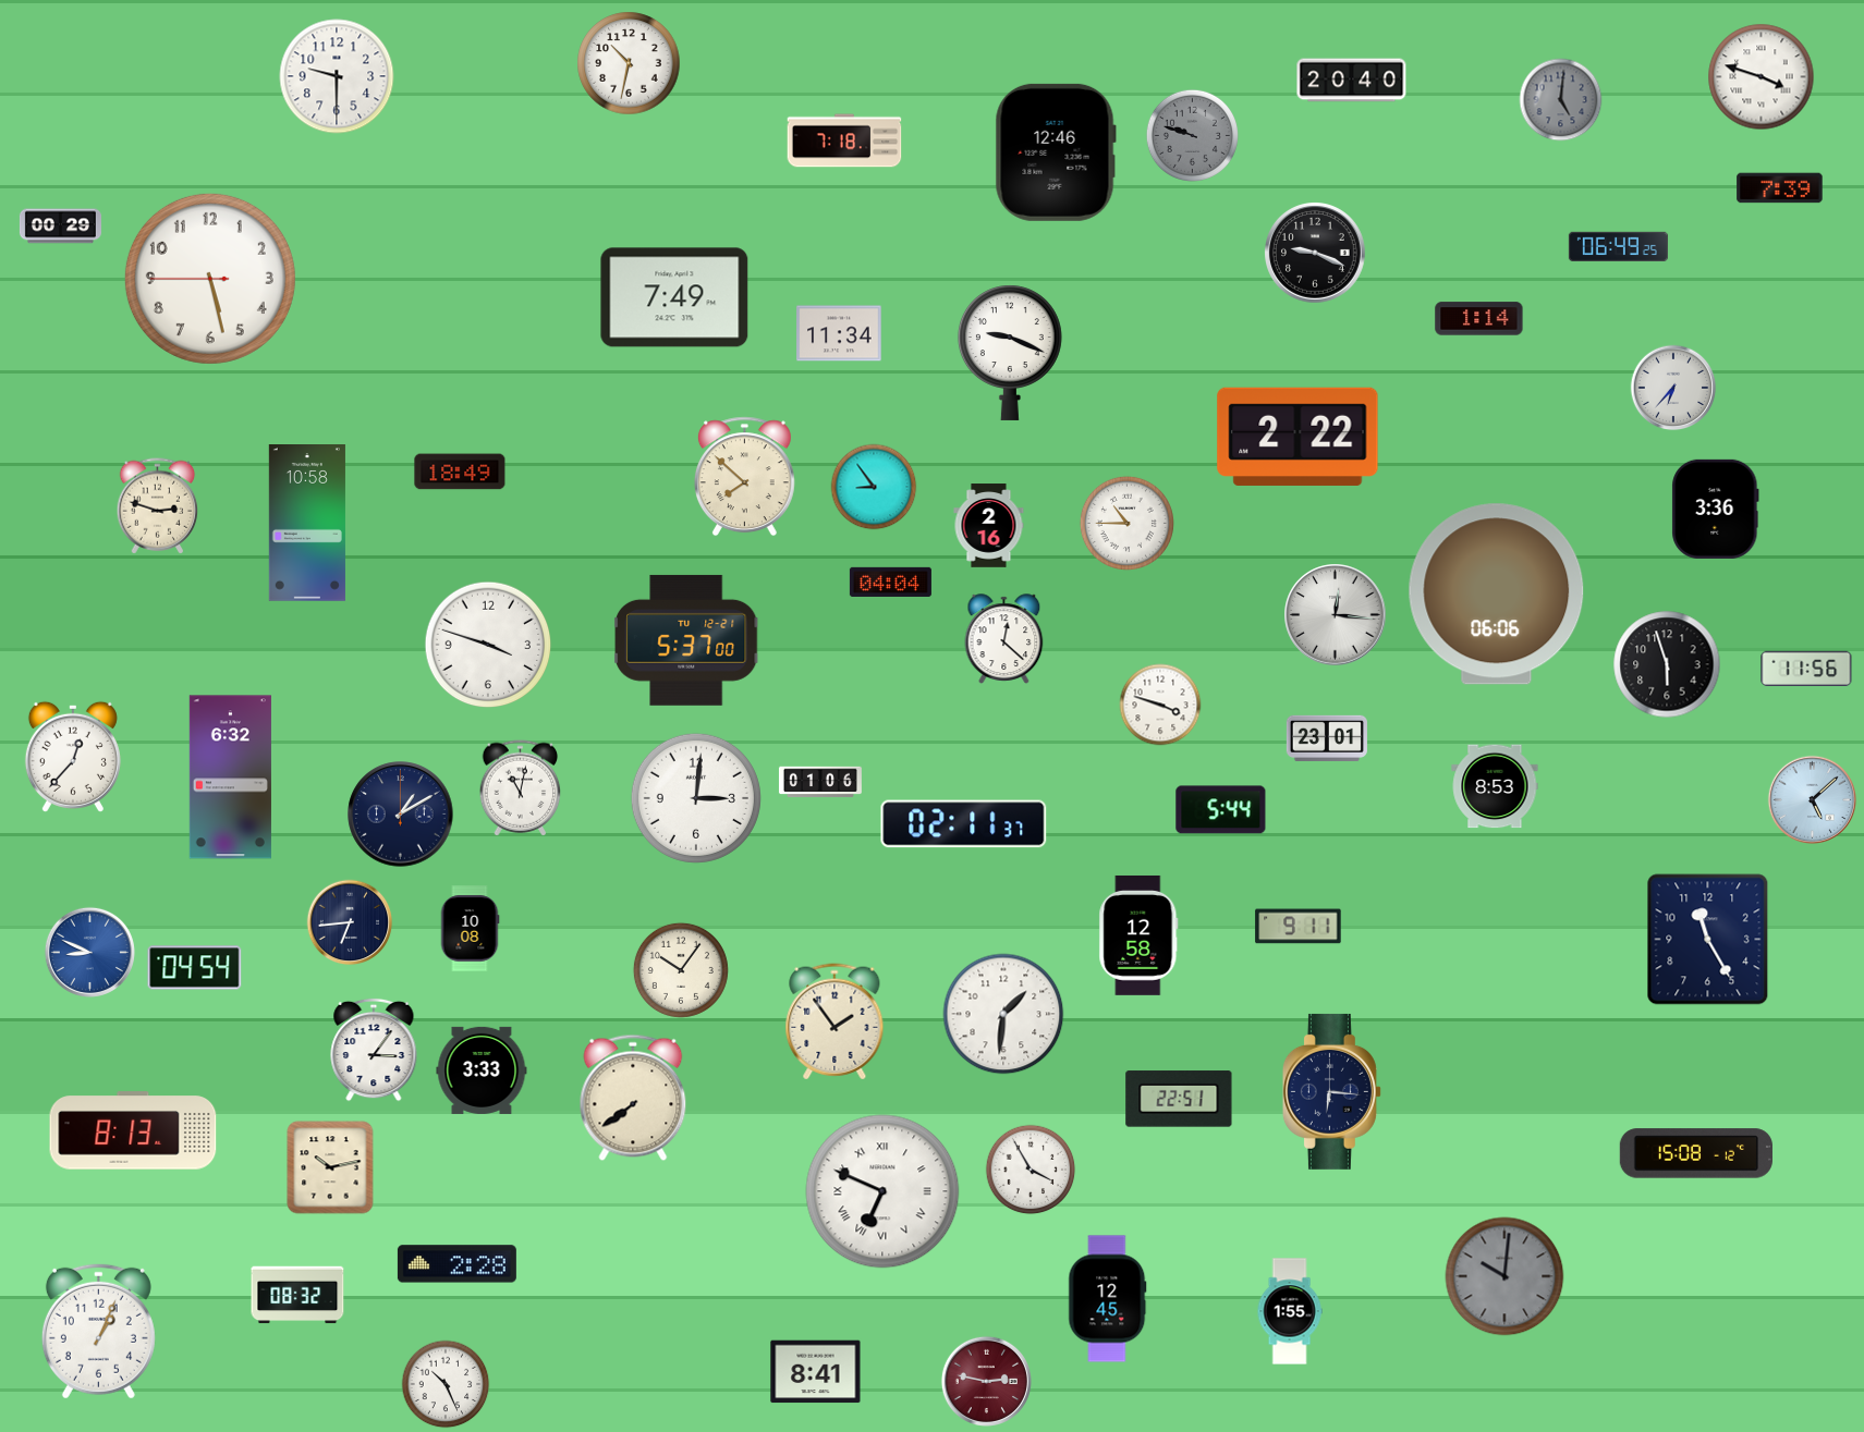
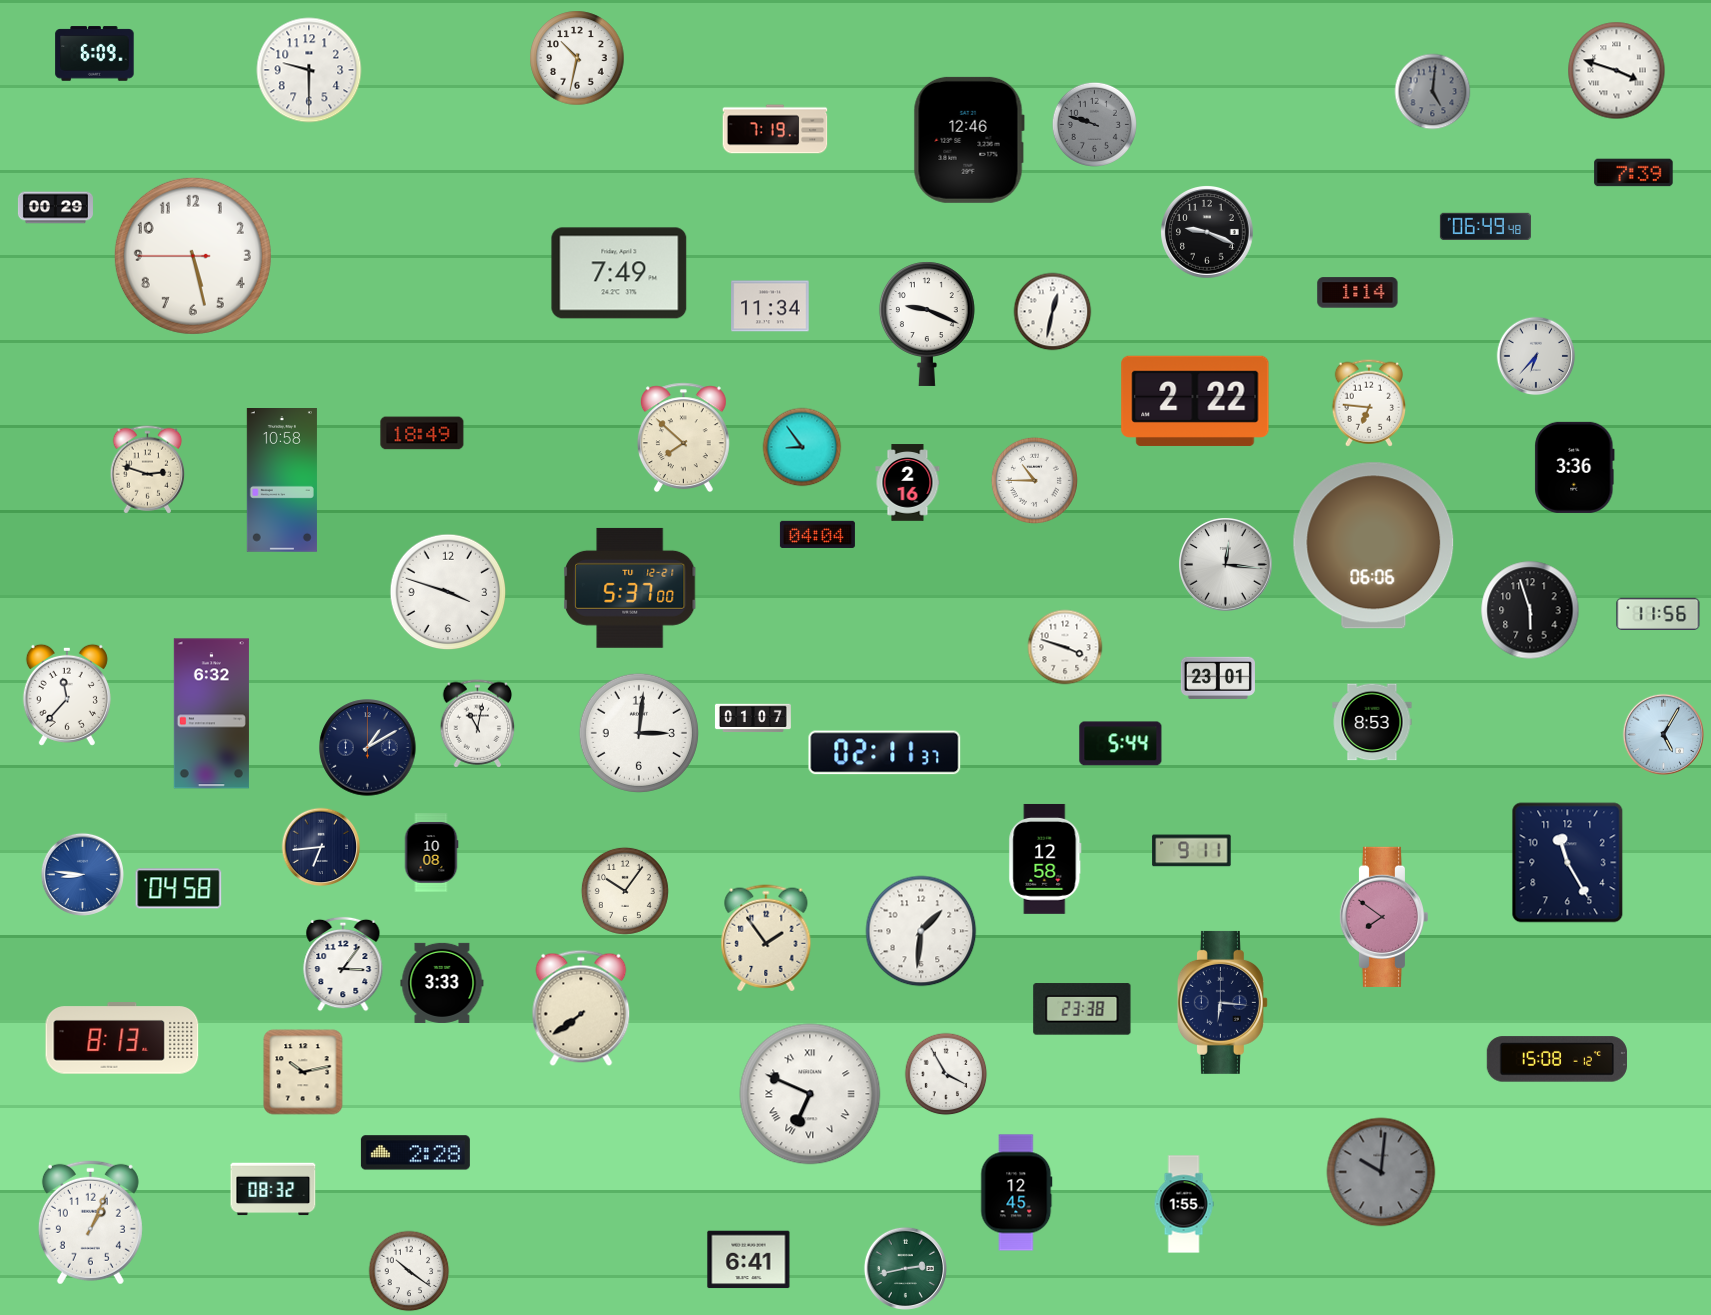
clock at (95, 54): none -> 6:09
clock at (1352, 81): 20:40 -> none
clock at (844, 140): 7:18 -> 7:19
clock at (1618, 246): 06:49:25 -> 06:49:48
clock at (1053, 312): none -> 12:32
clock at (1298, 436) position: (1298, 436) -> (1195, 400)
clock at (1368, 403): none -> 6:46
clock at (158, 506) position: (158, 506) -> (148, 470)
clock at (1004, 639): 12:22 -> none
clock at (73, 757): 12:37 -> 11:37
clock at (820, 782): 01:06 -> 01:07
clock at (1812, 799): 5:08 -> 5:05
clock at (964, 824) position: (964, 824) -> (885, 753)
clock at (89, 952): 8:49 -> 8:46
clock at (195, 968): 04:54 -> 04:58
clock at (1383, 917): none -> 7:51
clock at (1179, 1099): 22:51 -> 23:38
clock at (456, 1264) position: (456, 1264) -> (415, 1153)
clock at (816, 1372): 8:41 -> 6:41
clock at (986, 1381): 2:47 -> 2:43
clock at (986, 1381) dial: burgundy -> green
clock at (446, 1384): 10:26 -> 10:21
